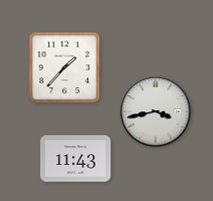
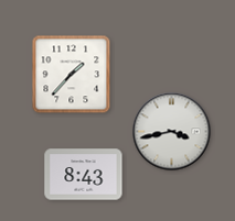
clock at (156, 112) position: (156, 112) -> (172, 132)
clock at (76, 159): 11:43 -> 8:43
